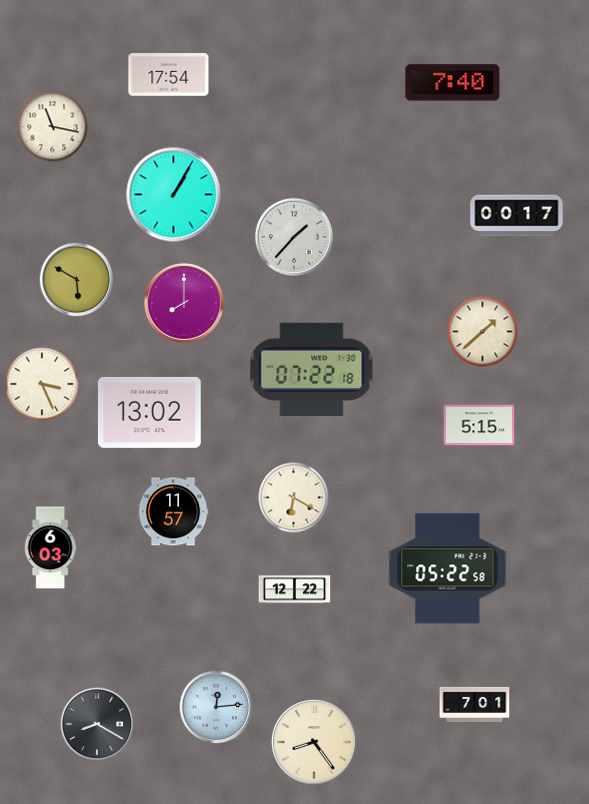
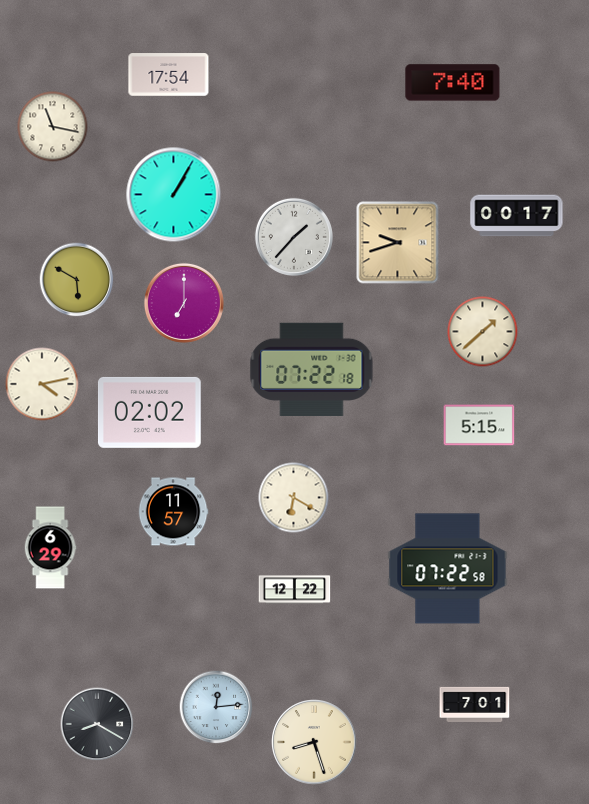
clock at (398, 243): none -> 9:42
clock at (184, 303): 8:00 -> 7:00
clock at (42, 384): 3:26 -> 4:13
clock at (149, 412): 13:02 -> 02:02
clock at (50, 548): 6:03 -> 6:29
clock at (448, 569): 05:22 -> 07:22
clock at (314, 742): 8:24 -> 8:27
